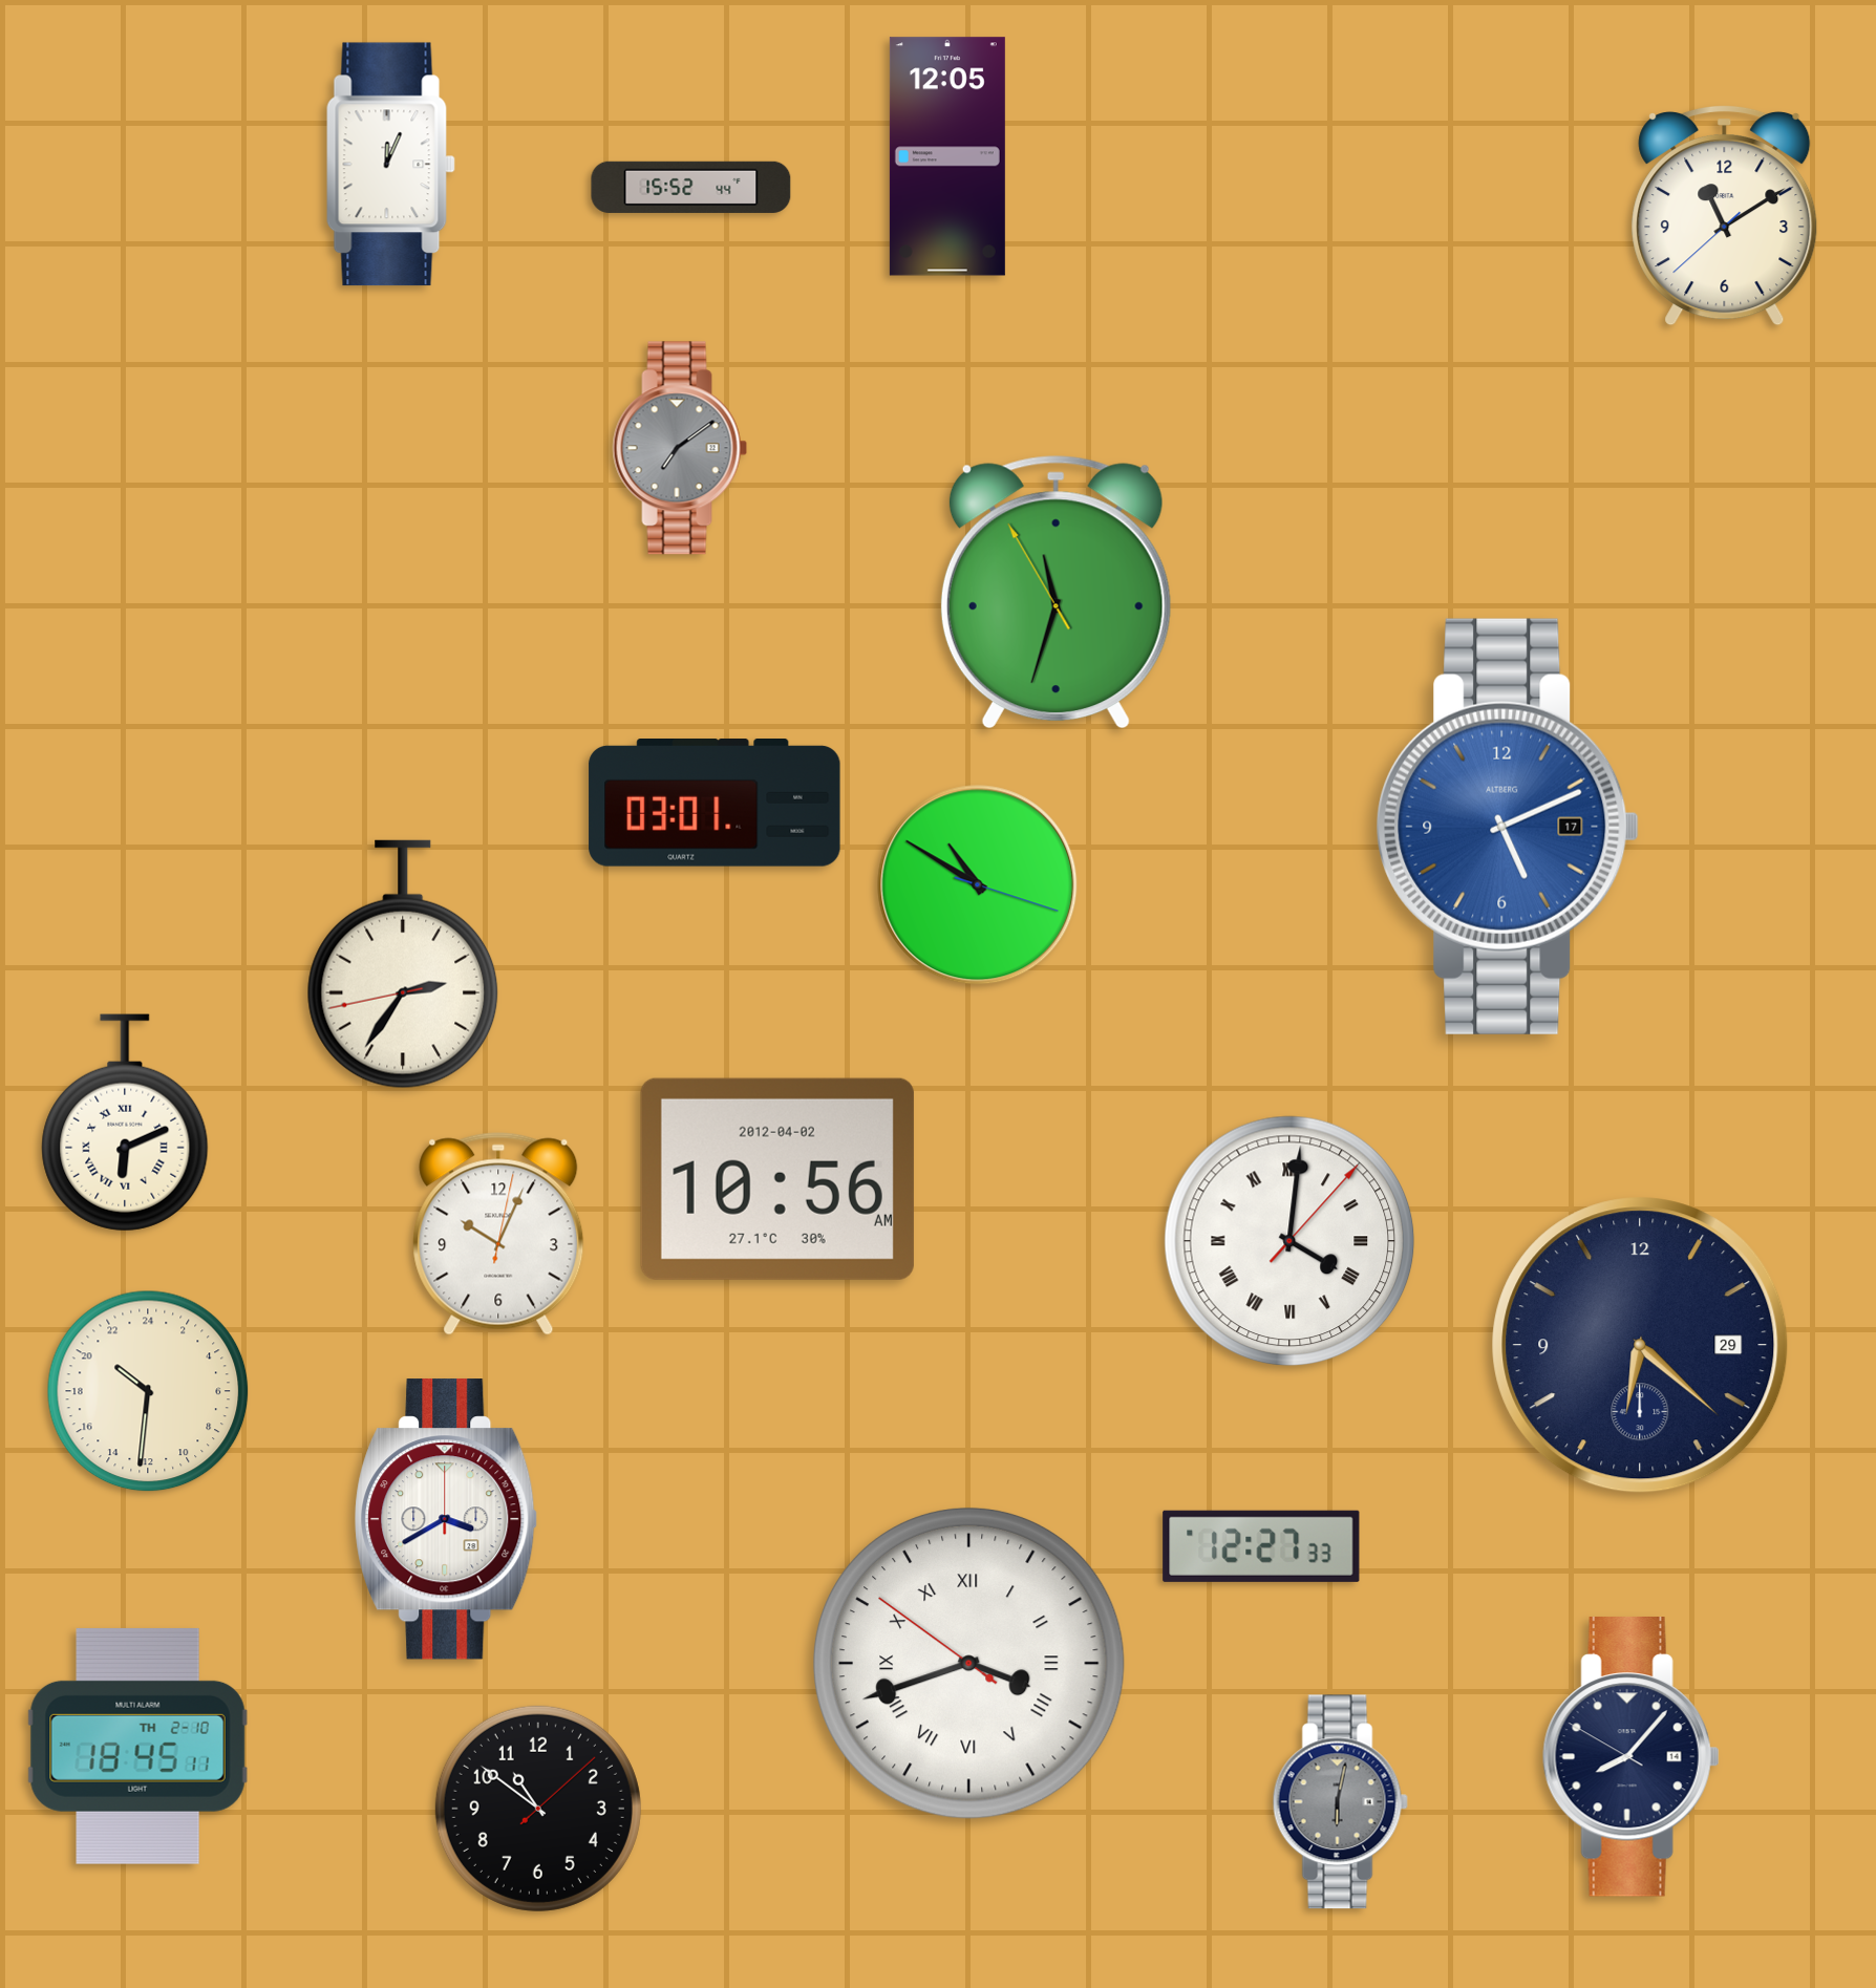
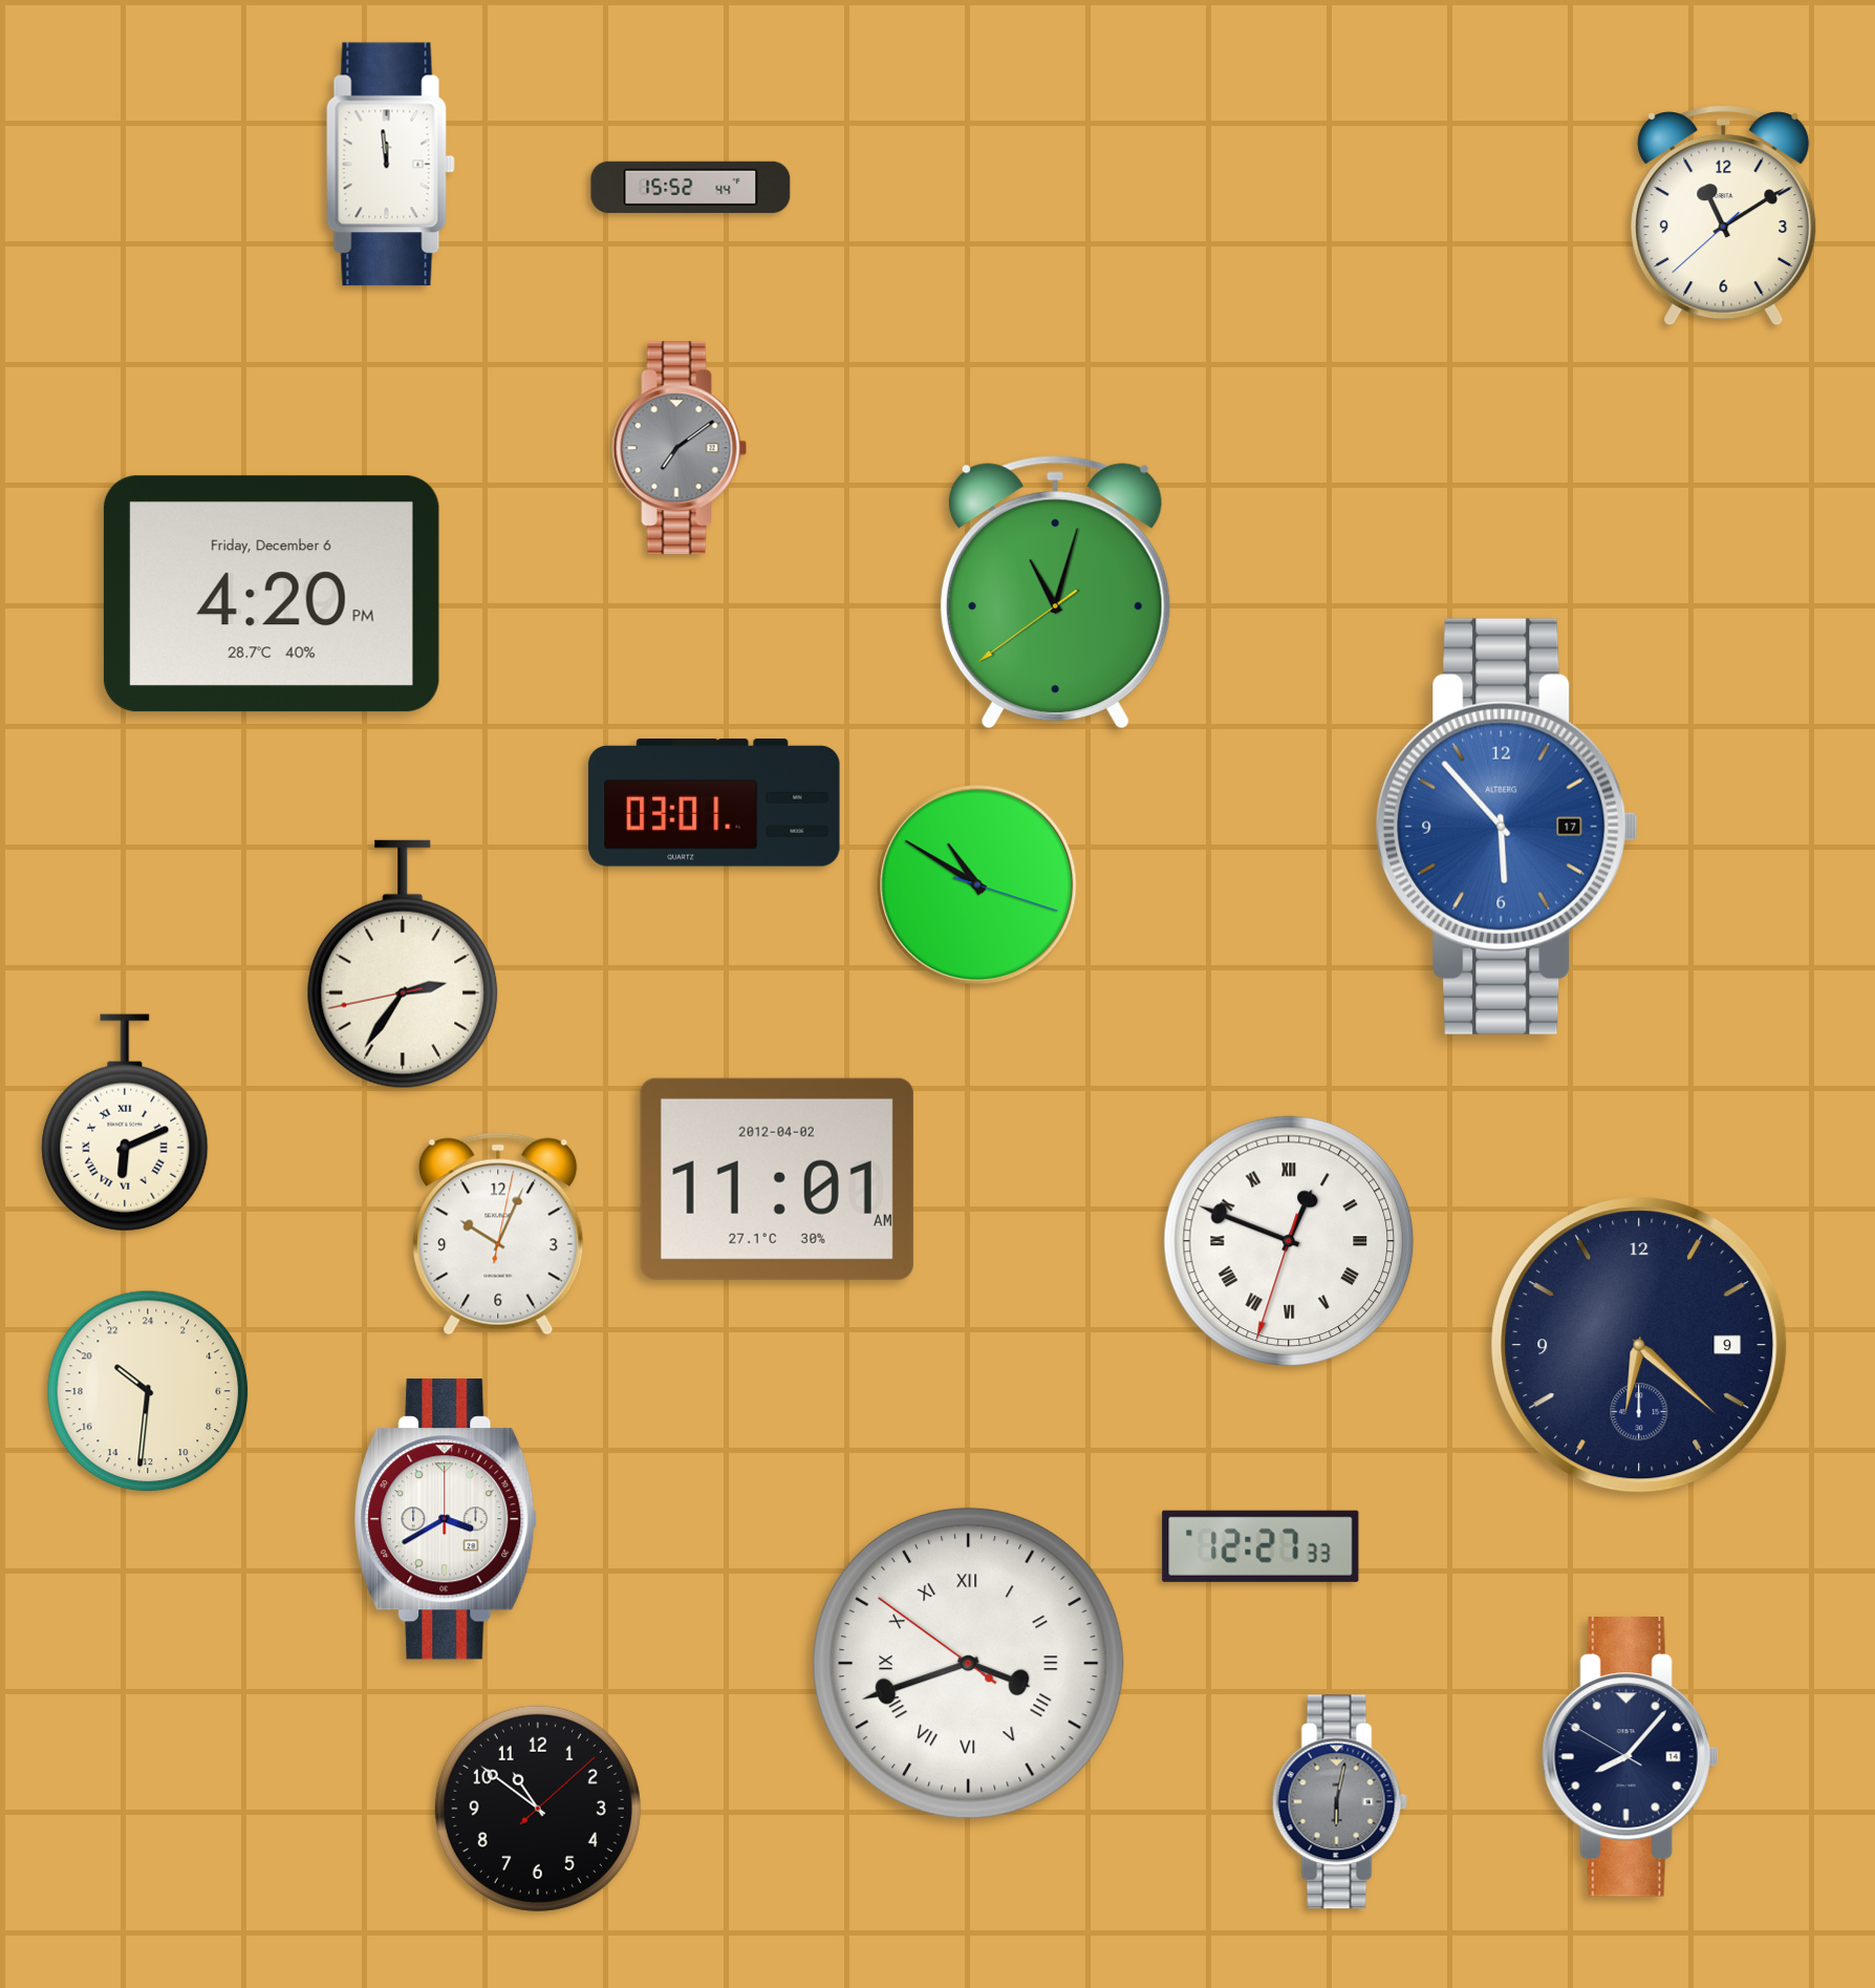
clock at (947, 156): 12:05 -> none
clock at (390, 165): 12:04 -> 11:59
clock at (1056, 592): 11:32 -> 11:02
clock at (272, 594): none -> 4:20
clock at (1508, 827): 5:11 -> 5:53
clock at (777, 1179): 10:56 -> 11:01
clock at (1289, 1241): 4:01 -> 12:48
clock at (1640, 1345) date: 29 -> 9
clock at (137, 1746): 18:45 -> none
